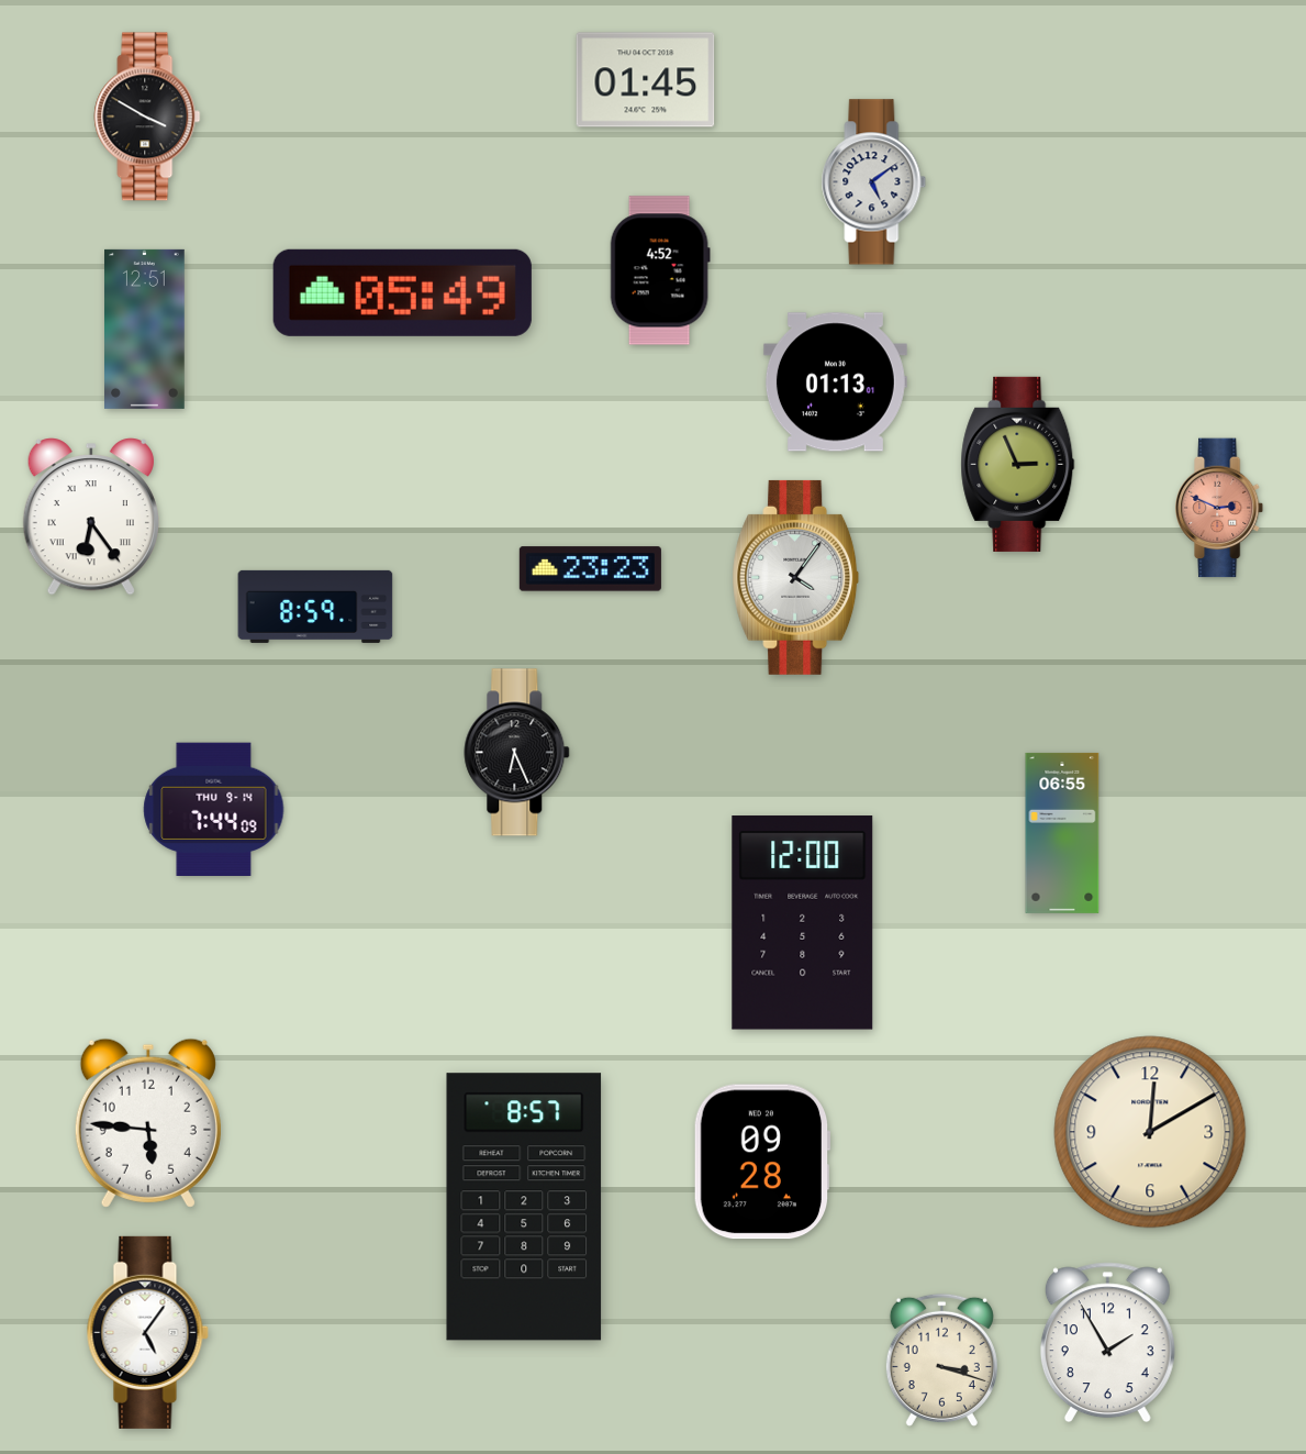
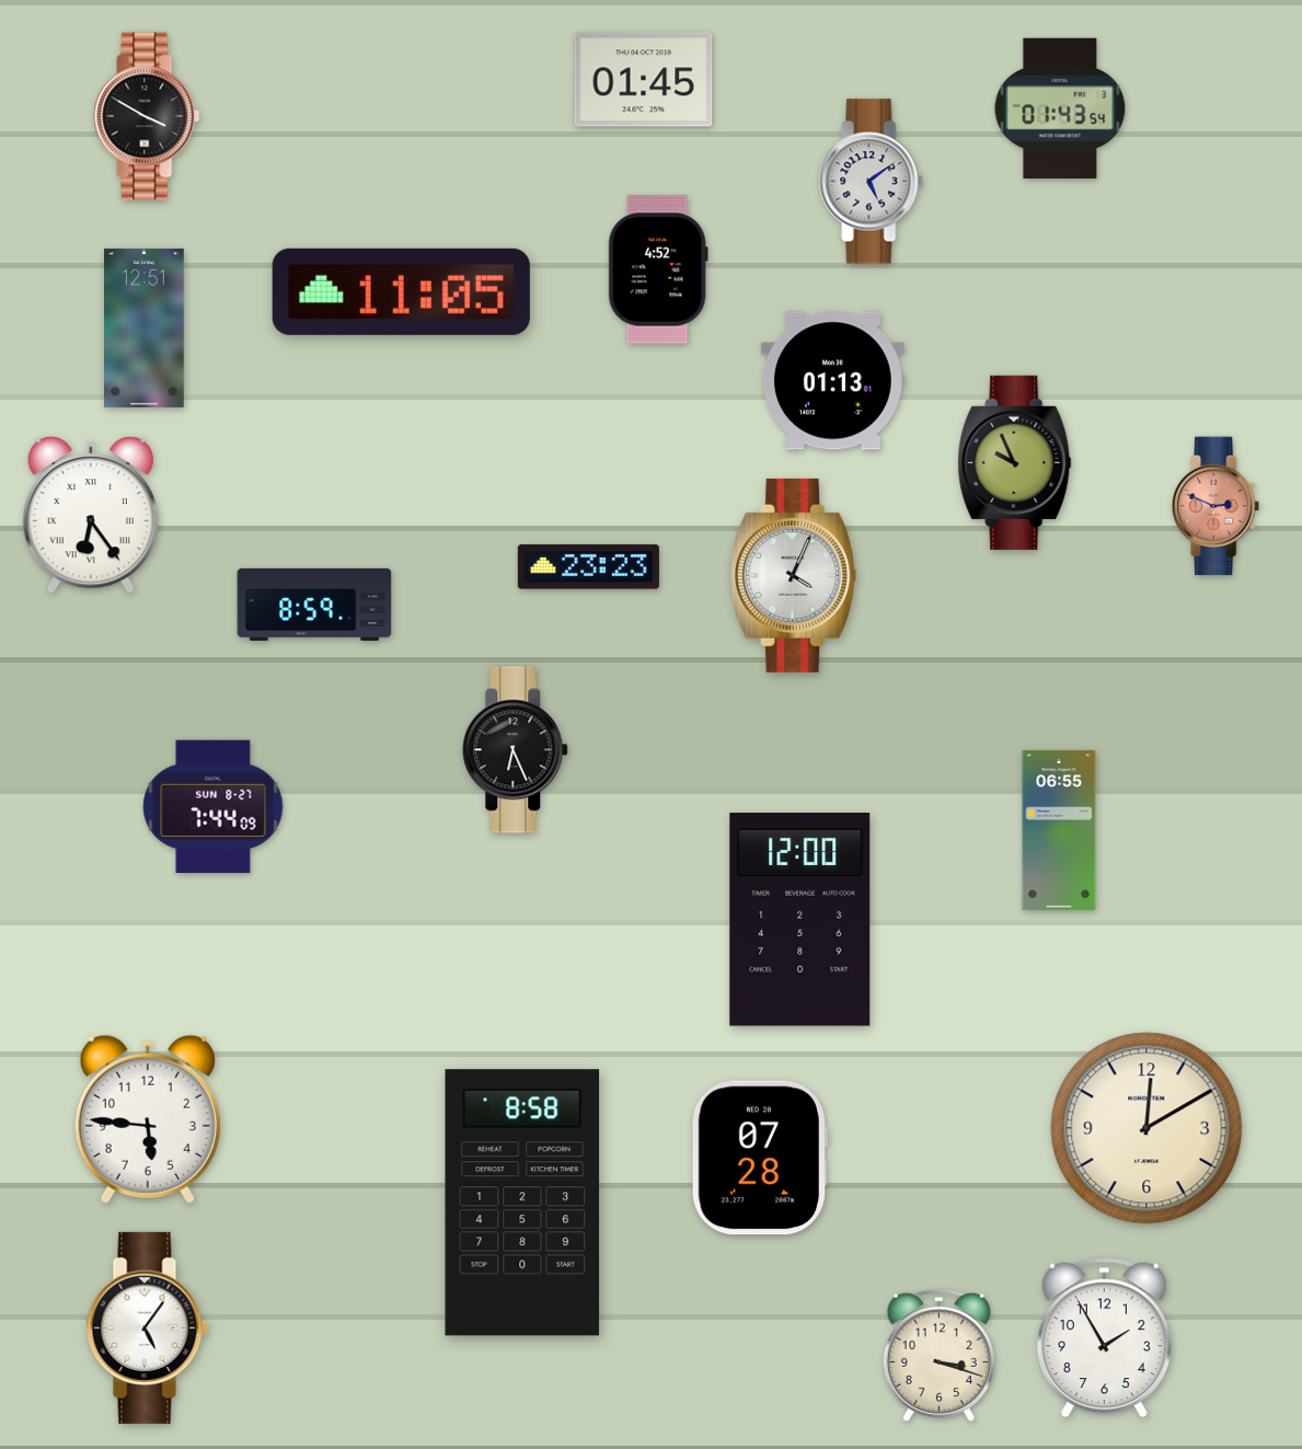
clock at (1060, 108): none -> 01:43
clock at (402, 292): 05:49 -> 11:05
clock at (1018, 464): 2:56 -> 9:56
clock at (796, 577): 4:06 -> 4:04
clock at (214, 809) date: THU 9-14 -> SUN 8-27
clock at (762, 1162): 09:28 -> 07:28
clock at (524, 1207): 8:57 -> 8:58
